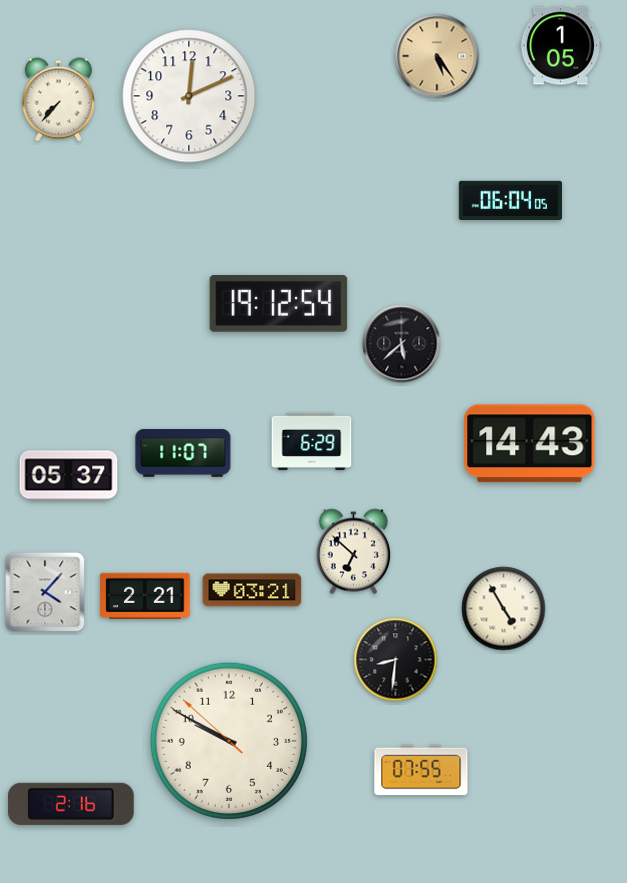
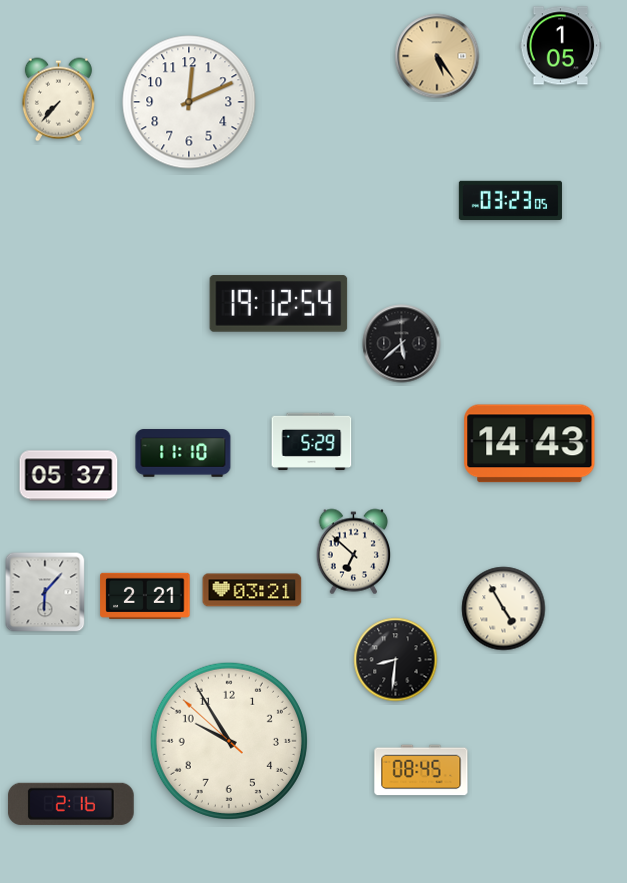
clock at (189, 96) position: (189, 96) -> (189, 102)
clock at (510, 200): 06:04 -> 03:23
clock at (312, 442): 6:29 -> 5:29
clock at (183, 453): 11:07 -> 11:10
clock at (45, 592): 4:07 -> 6:07
clock at (229, 741): 9:49 -> 9:54
clock at (421, 770): 07:55 -> 08:45
